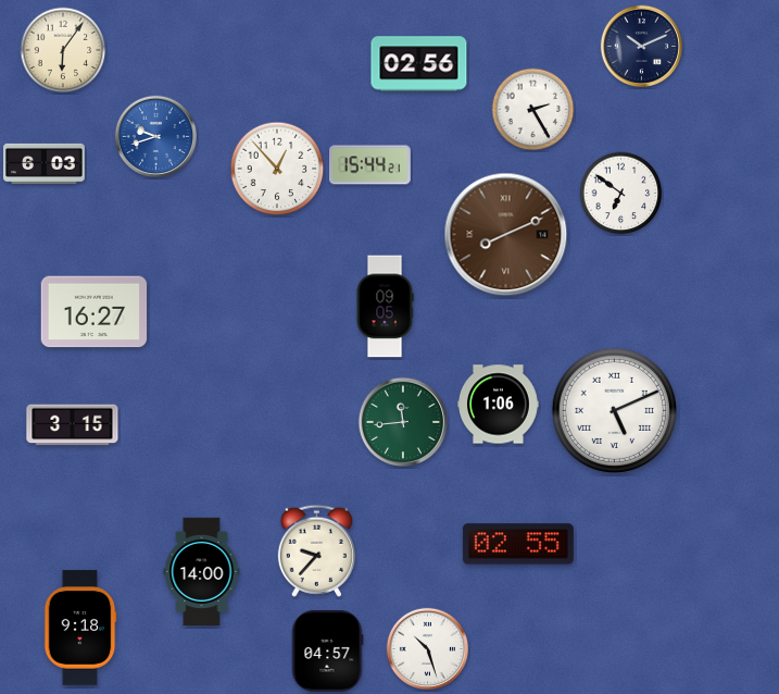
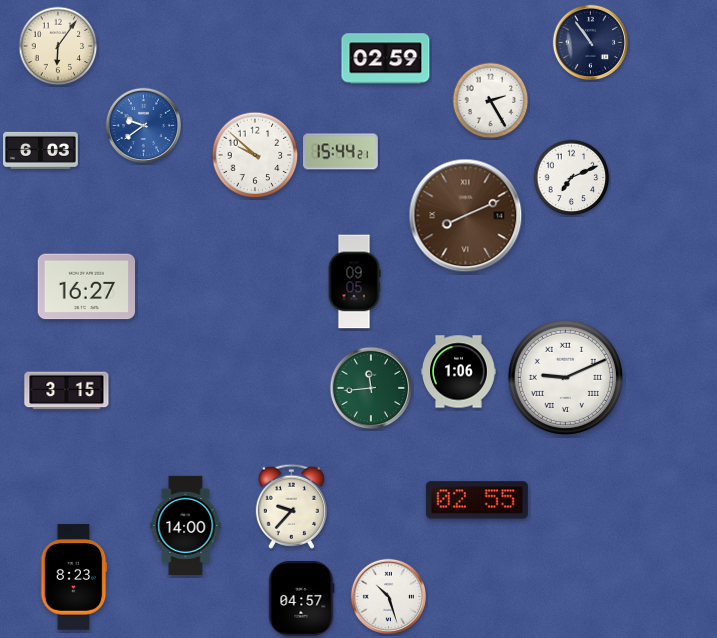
clock at (641, 46): 10:11 -> 10:54
clock at (419, 64): 02:56 -> 02:59
clock at (155, 136): 9:42 -> 9:39
clock at (277, 169): 12:53 -> 9:52
clock at (621, 194): 6:51 -> 7:11
clock at (614, 410): 5:11 -> 9:11
clock at (80, 628): 9:18 -> 8:23
clock at (427, 648) position: (427, 648) -> (388, 596)
